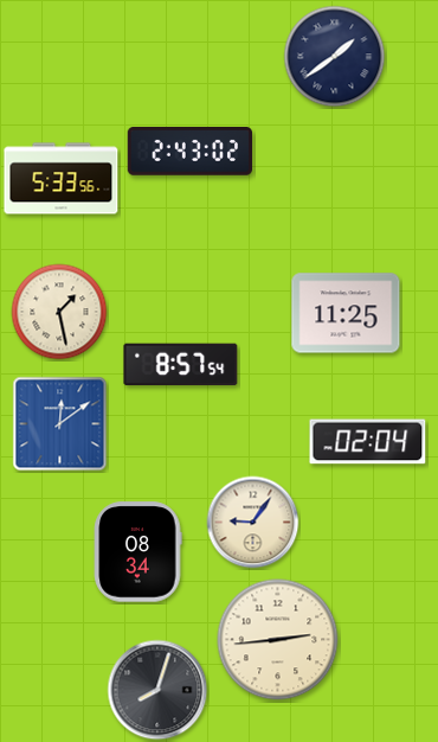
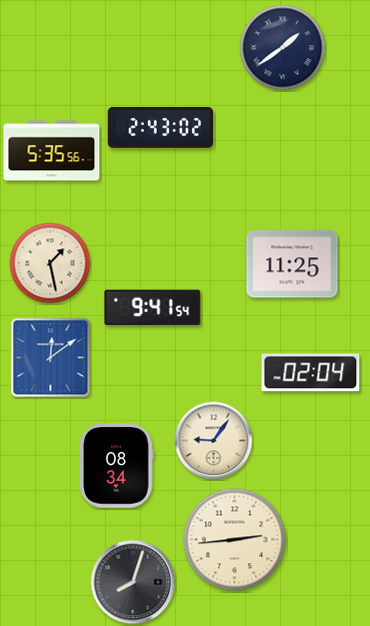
clock at (62, 179): 5:33 -> 5:35
clock at (181, 365): 8:57 -> 9:41
